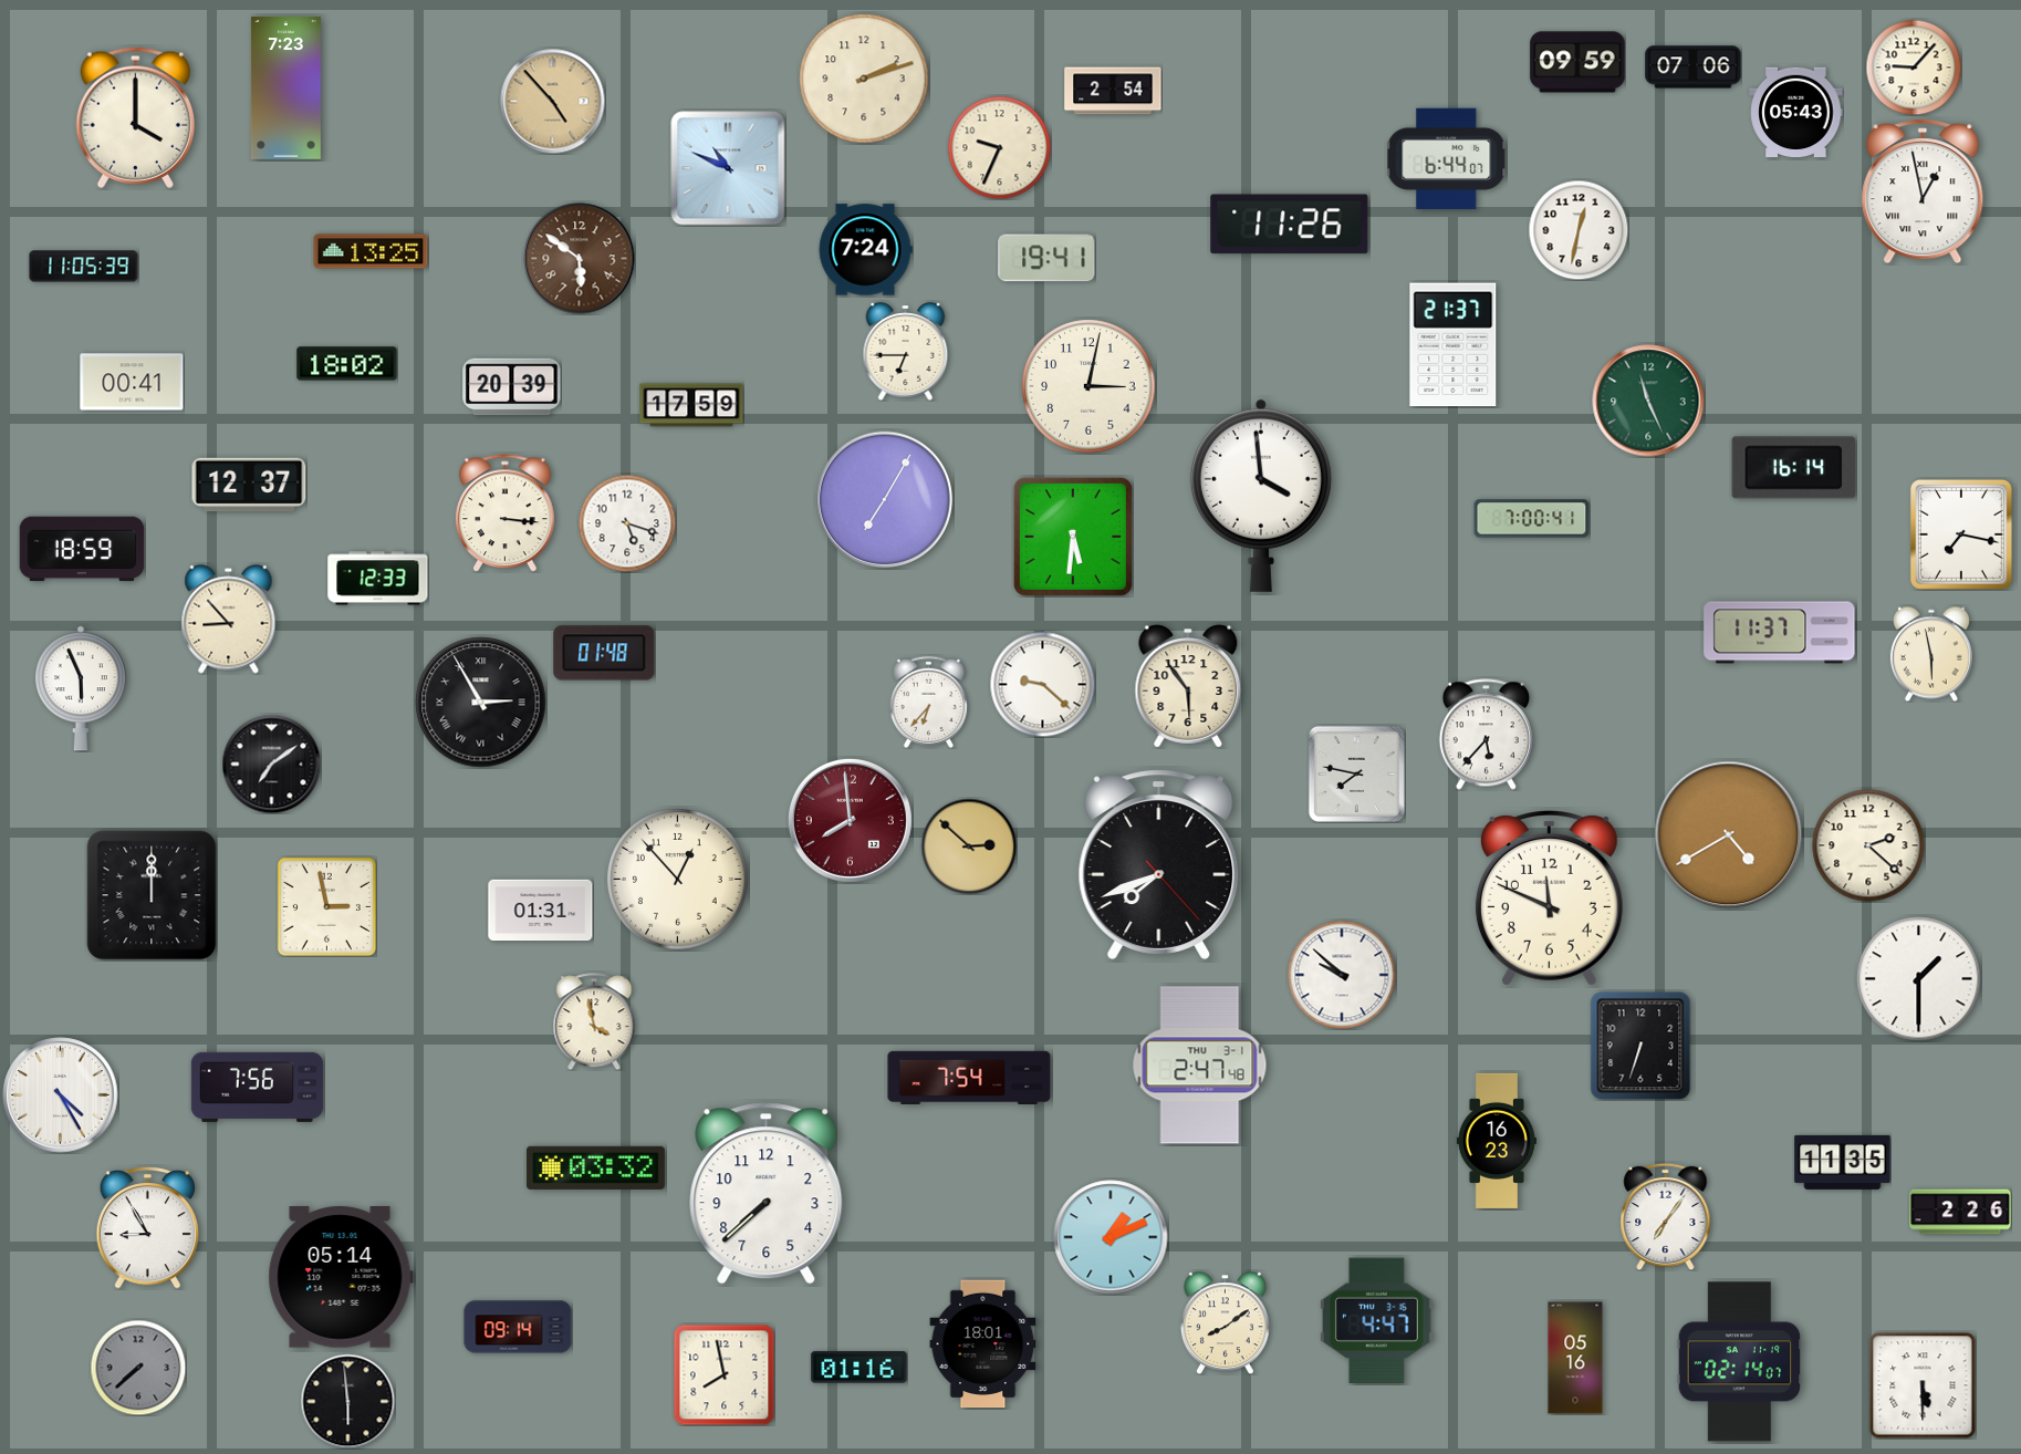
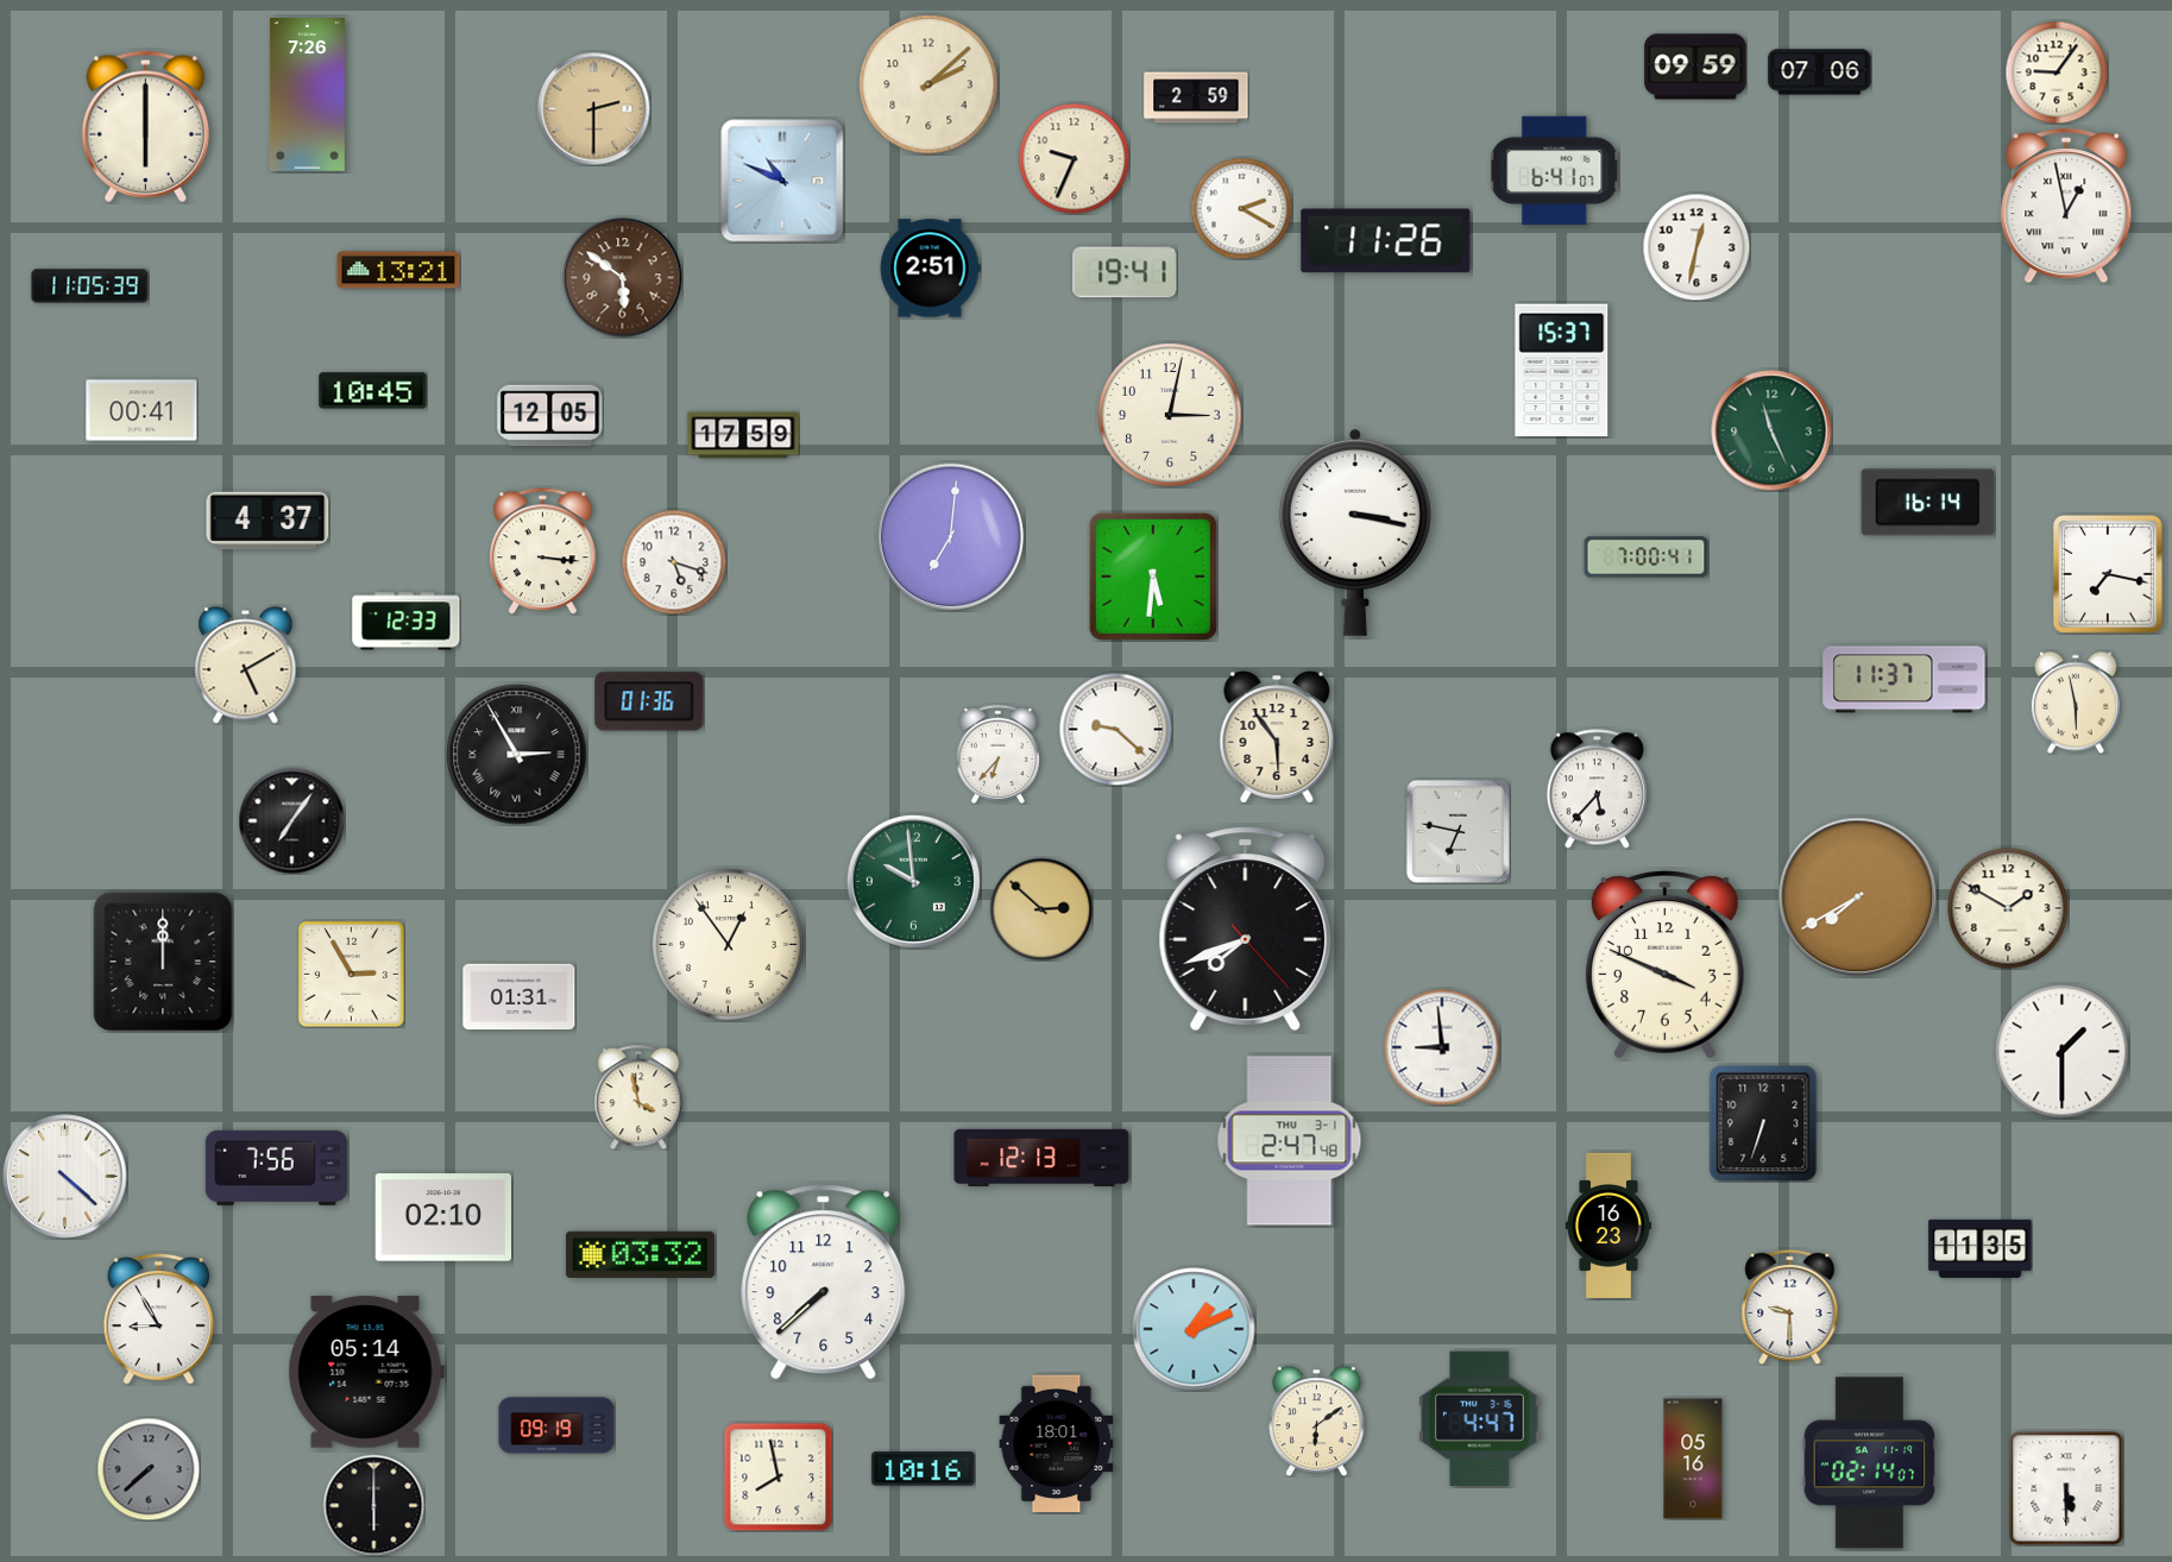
clock at (1914, 67): 9:07 -> 9:06
clock at (864, 79): 2:12 -> 2:08
clock at (285, 89): 7:23 -> 7:26
clock at (1113, 91): 2:54 -> 2:59
clock at (552, 101): 4:53 -> 2:30
clock at (1796, 113): 05:43 -> none
clock at (135, 117): 4:00 -> 6:00
clock at (1447, 158): 6:44 -> 6:41
clock at (1241, 208): none -> 2:20
clock at (865, 250): 7:24 -> 2:51
clock at (371, 251): 13:25 -> 13:21
clock at (1046, 258) position: (1046, 258) -> (1125, 272)
clock at (1454, 345): 21:37 -> 15:37
clock at (906, 352): 6:45 -> none
clock at (347, 364): 18:02 -> 10:45
clock at (512, 387): 20:39 -> 12:05
clock at (249, 485): 12:37 -> 4:37
clock at (1261, 496): 3:59 -> 3:17
clock at (885, 500): 7:05 -> 7:01
clock at (82, 549): 18:59 -> none
clock at (229, 620): 8:53 -> 5:10
clock at (1780, 633) position: (1780, 633) -> (1905, 680)
clock at (604, 653): 01:48 -> 01:36
clock at (1042, 684) position: (1042, 684) -> (1115, 729)
clock at (82, 688): 5:56 -> none
clock at (271, 764): 7:09 -> 7:06
clock at (1356, 773): 7:47 -> 6:47
clock at (850, 820): 7:59 -> 9:59
clock at (850, 820) dial: burgundy -> green
clock at (1729, 835): 4:40 -> 7:40
clock at (1868, 845): 2:22 -> 1:50
clock at (678, 880): 12:53 -> 12:54
clock at (1549, 899): 11:49 -> 3:49
clock at (326, 906): 2:58 -> 2:55
clock at (541, 911) position: (541, 911) -> (520, 997)
clock at (1342, 975): 9:52 -> 8:59
clock at (1200, 1066) position: (1200, 1066) -> (1290, 1141)
clock at (969, 1078): 7:54 -> 12:13
clock at (61, 1095): 4:25 -> 4:22
clock at (443, 1217): none -> 02:10
clock at (1960, 1212): 2:26 -> none
clock at (1666, 1216): 7:06 -> 9:30
clock at (1225, 1322): 8:09 -> 6:09
clock at (518, 1327): 09:14 -> 09:19
clock at (860, 1368): 01:16 -> 10:16
clock at (347, 1401): 5:59 -> 6:00
